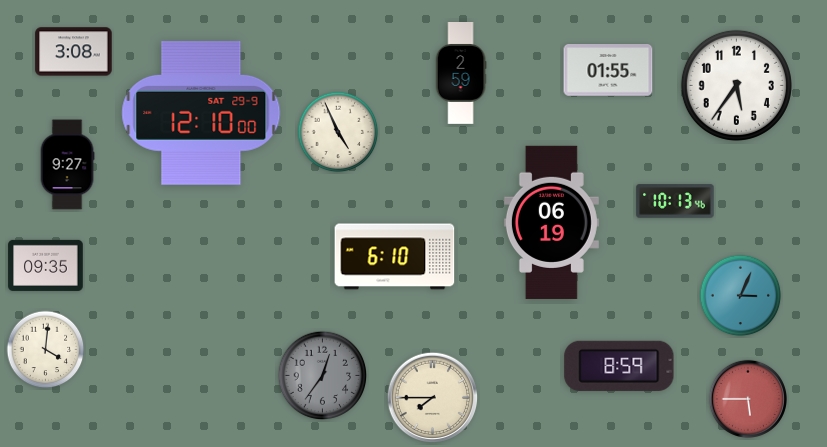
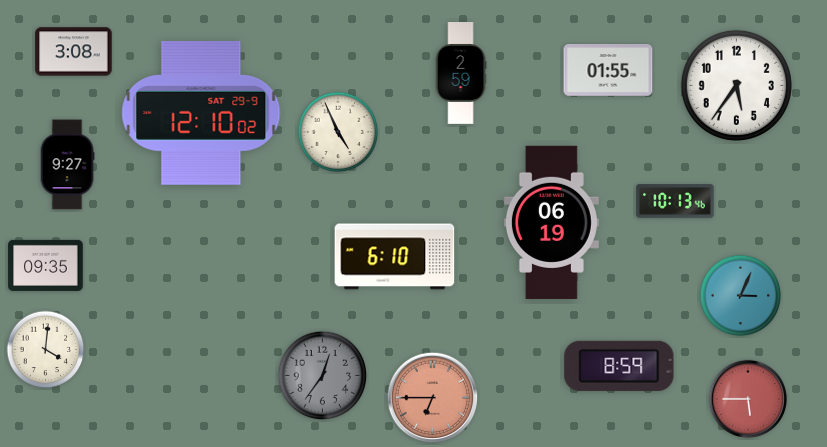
clock at (201, 113): 12:10:00 -> 12:10:02
clock at (433, 398): 7:45 -> 6:45
clock at (433, 398) dial: cream -> salmon
